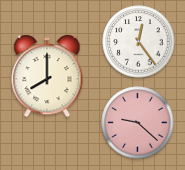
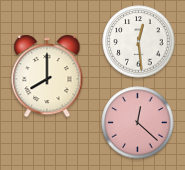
clock at (139, 42): 12:24 -> 12:29
clock at (138, 123): 9:22 -> 12:22
